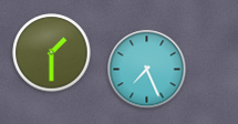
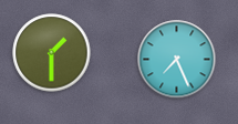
clock at (147, 70) position: (147, 70) -> (177, 60)
